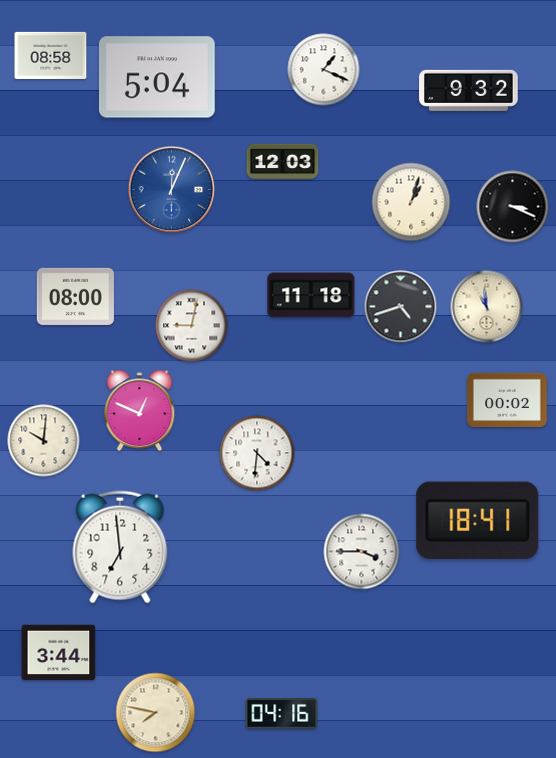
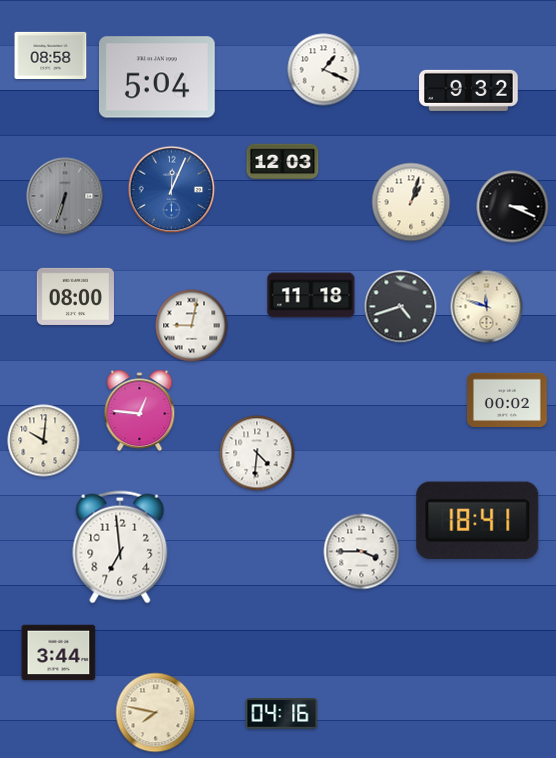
clock at (65, 196): none -> 6:33
clock at (487, 307): 10:59 -> 11:48
clock at (140, 411): 12:49 -> 12:46
